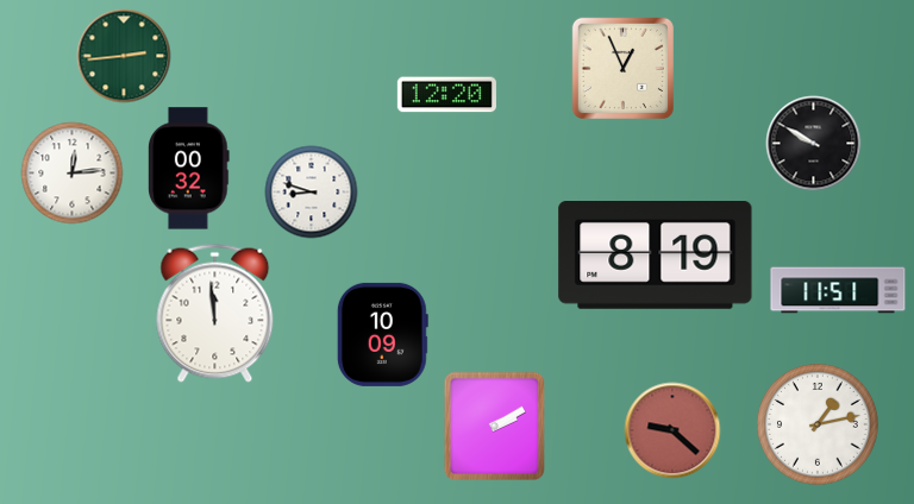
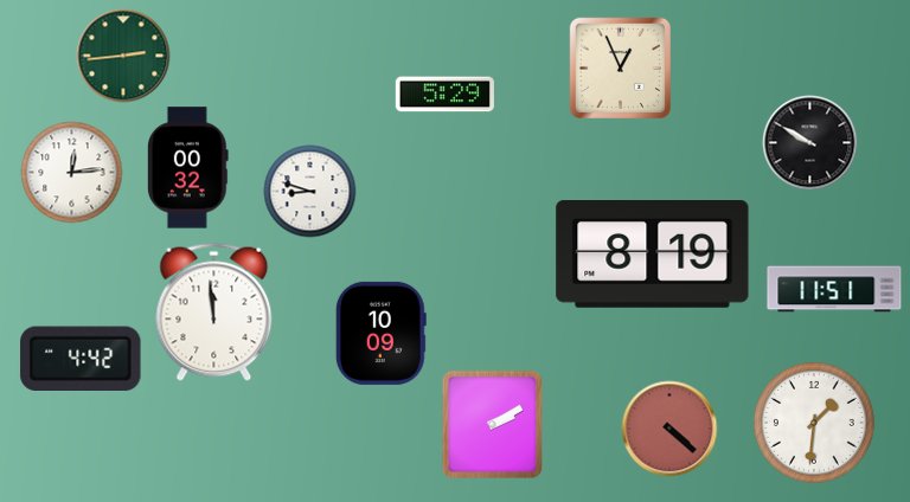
clock at (446, 95): 12:20 -> 5:29
clock at (81, 359): none -> 4:42
clock at (819, 426): 1:13 -> 1:31
clock at (672, 430): 9:22 -> 4:22
